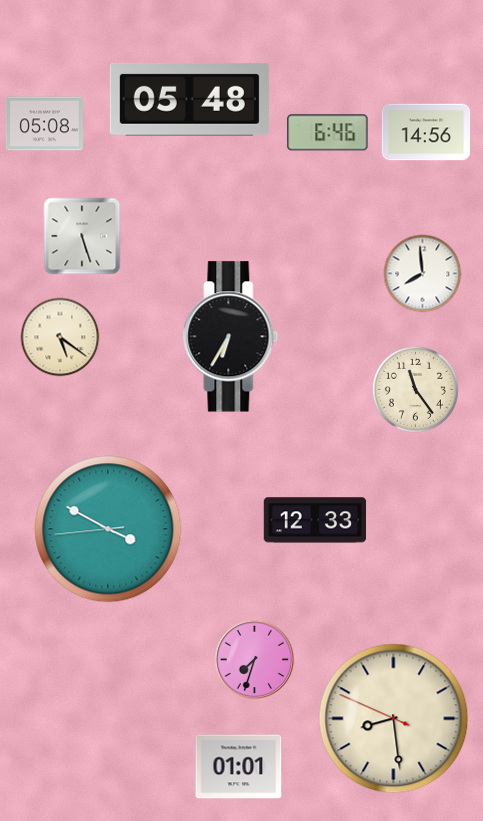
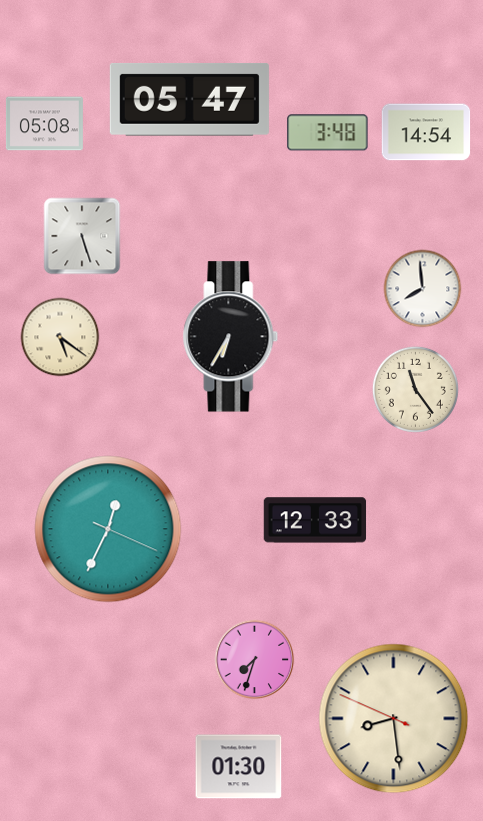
clock at (189, 99): 05:48 -> 05:47
clock at (426, 132): 14:56 -> 14:54
clock at (328, 133): 6:46 -> 3:48
clock at (423, 274) position: (423, 274) -> (423, 289)
clock at (108, 529): 3:49 -> 12:34
clock at (239, 767): 01:01 -> 01:30
